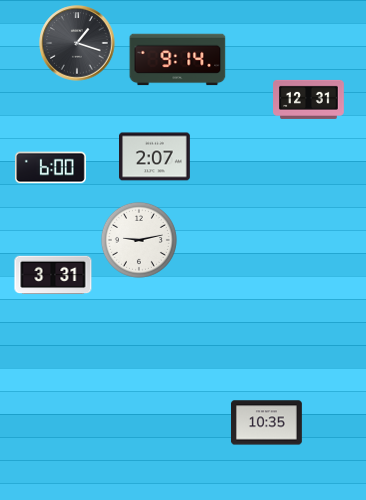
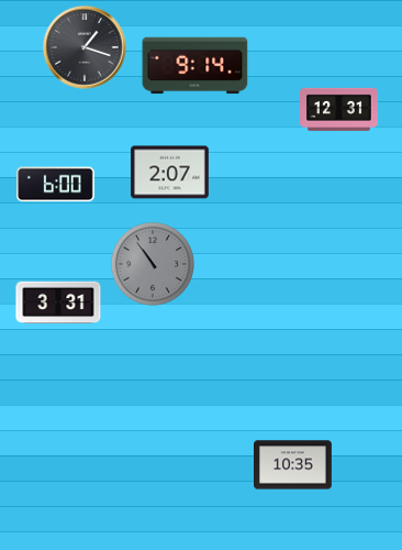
clock at (139, 240): 9:13 -> 10:54
clock at (139, 240) dial: white -> grey
